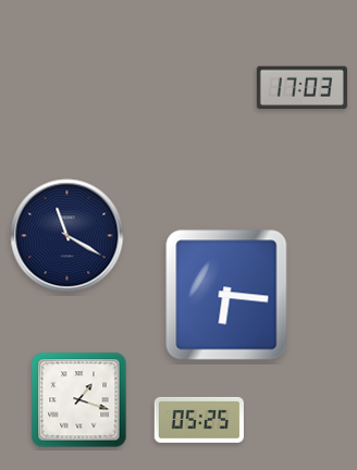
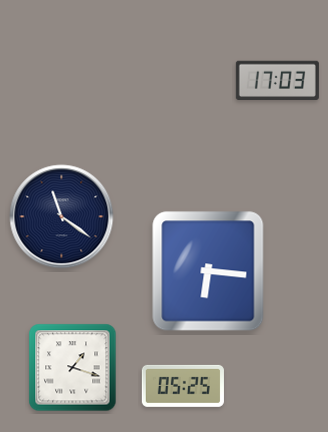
clock at (67, 236): 11:20 -> 11:21
